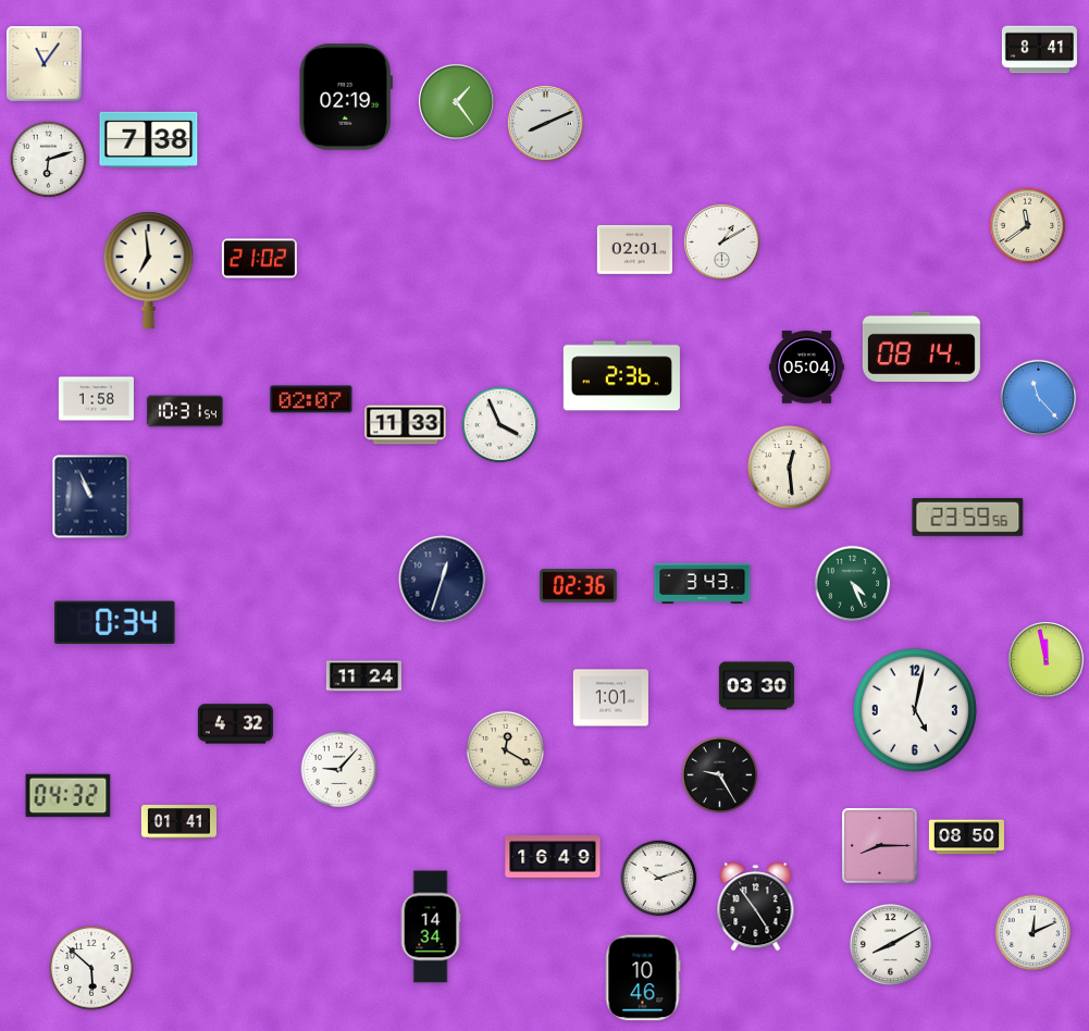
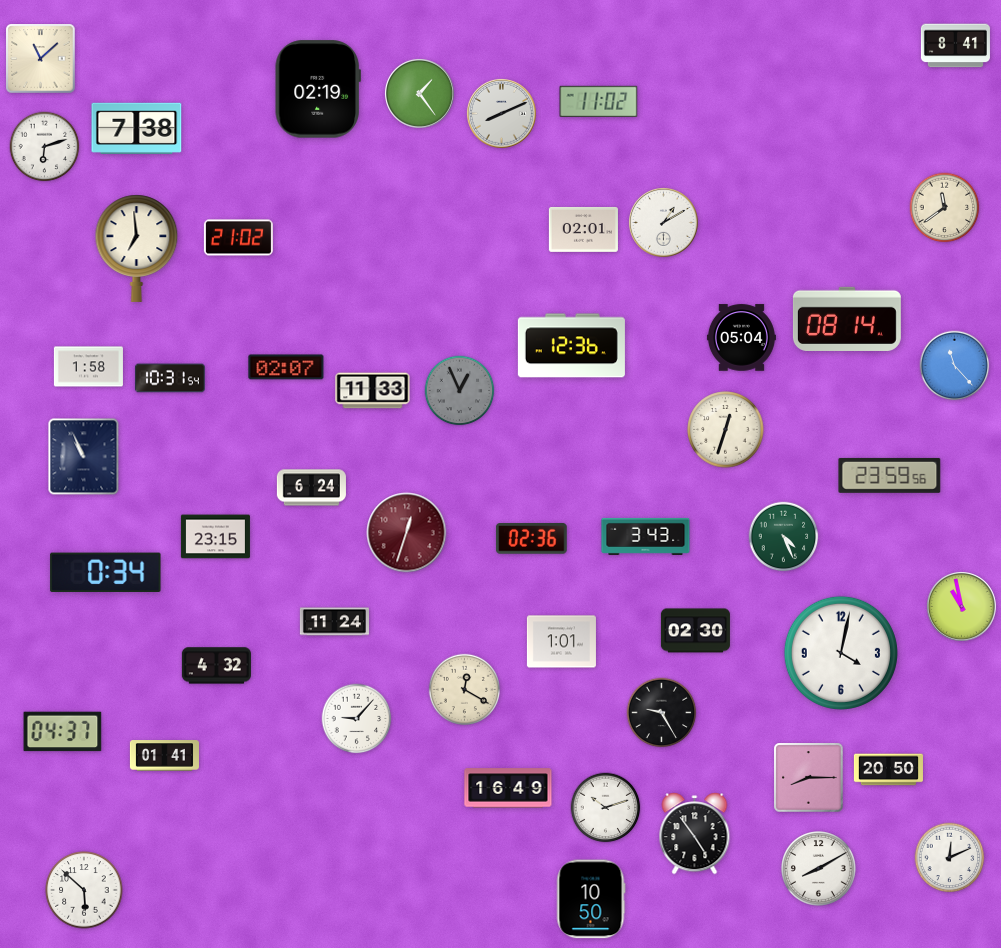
clock at (45, 64): 11:06 -> 11:08
clock at (599, 101): none -> 11:02
clock at (621, 376): 2:36 -> 12:36
clock at (500, 425): 3:56 -> 12:56
clock at (500, 425) dial: white -> grey
clock at (790, 468): 12:29 -> 12:33
clock at (311, 488): none -> 6:24
clock at (443, 580) dial: navy -> burgundy
clock at (215, 537): none -> 23:15
clock at (1045, 659): 11:58 -> 10:58
clock at (756, 686): 03:30 -> 02:30
clock at (915, 710): 5:02 -> 4:02
clock at (339, 770) position: (339, 770) -> (357, 719)
clock at (69, 796): 04:32 -> 04:37
clock at (966, 837): 08:50 -> 20:50
clock at (431, 927): 14:34 -> none
clock at (643, 978): 10:46 -> 10:50
